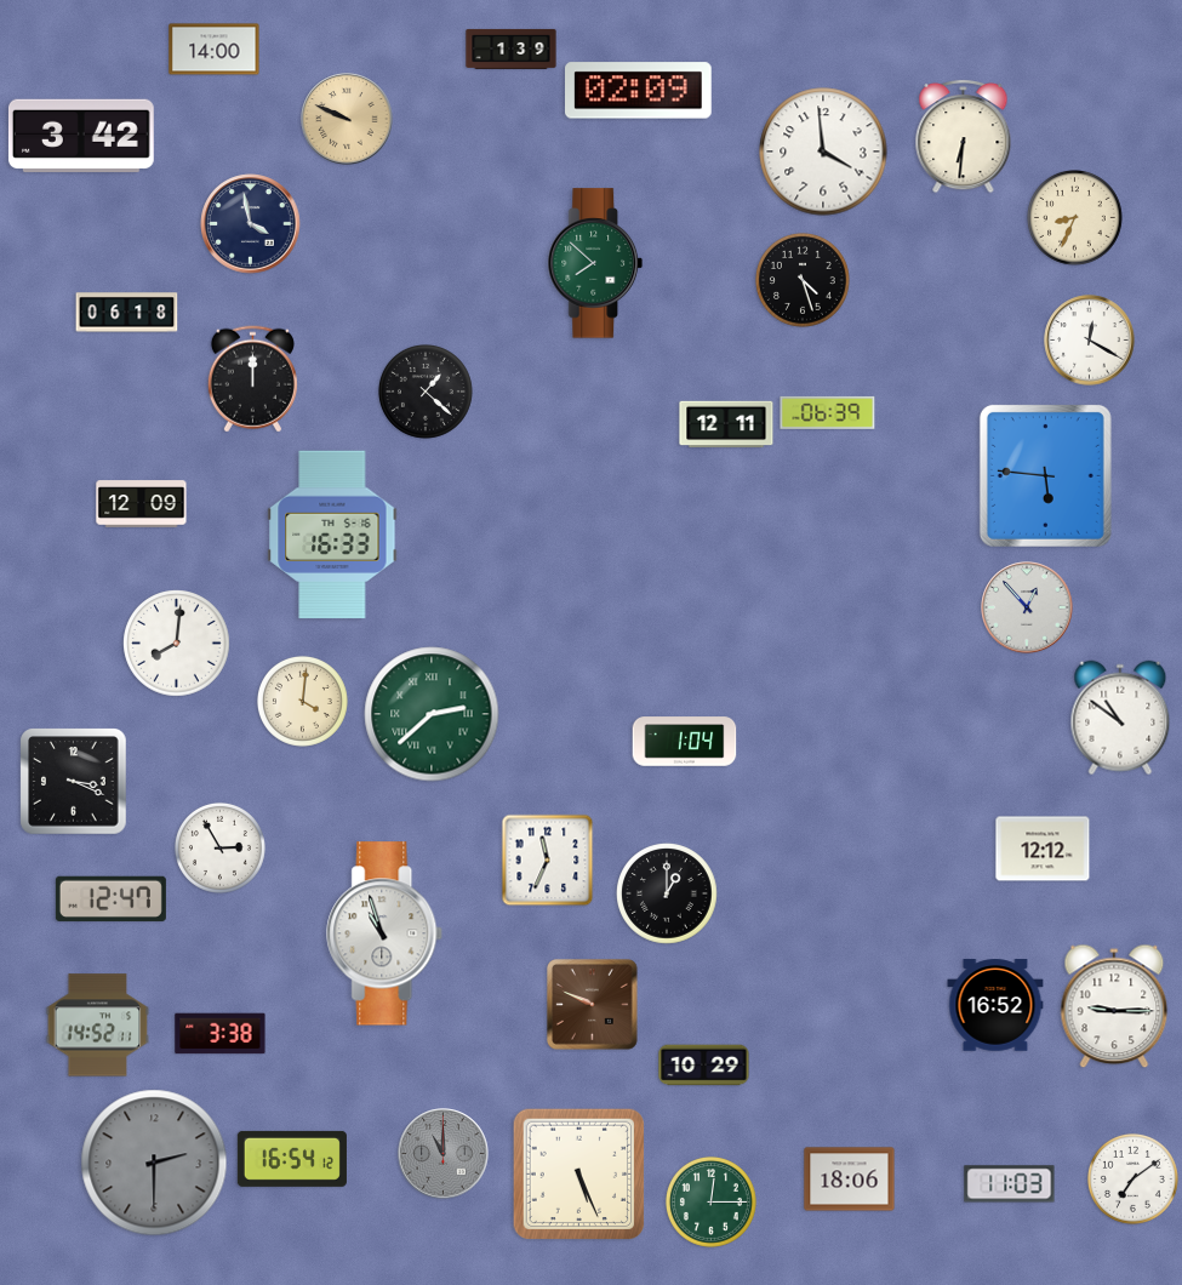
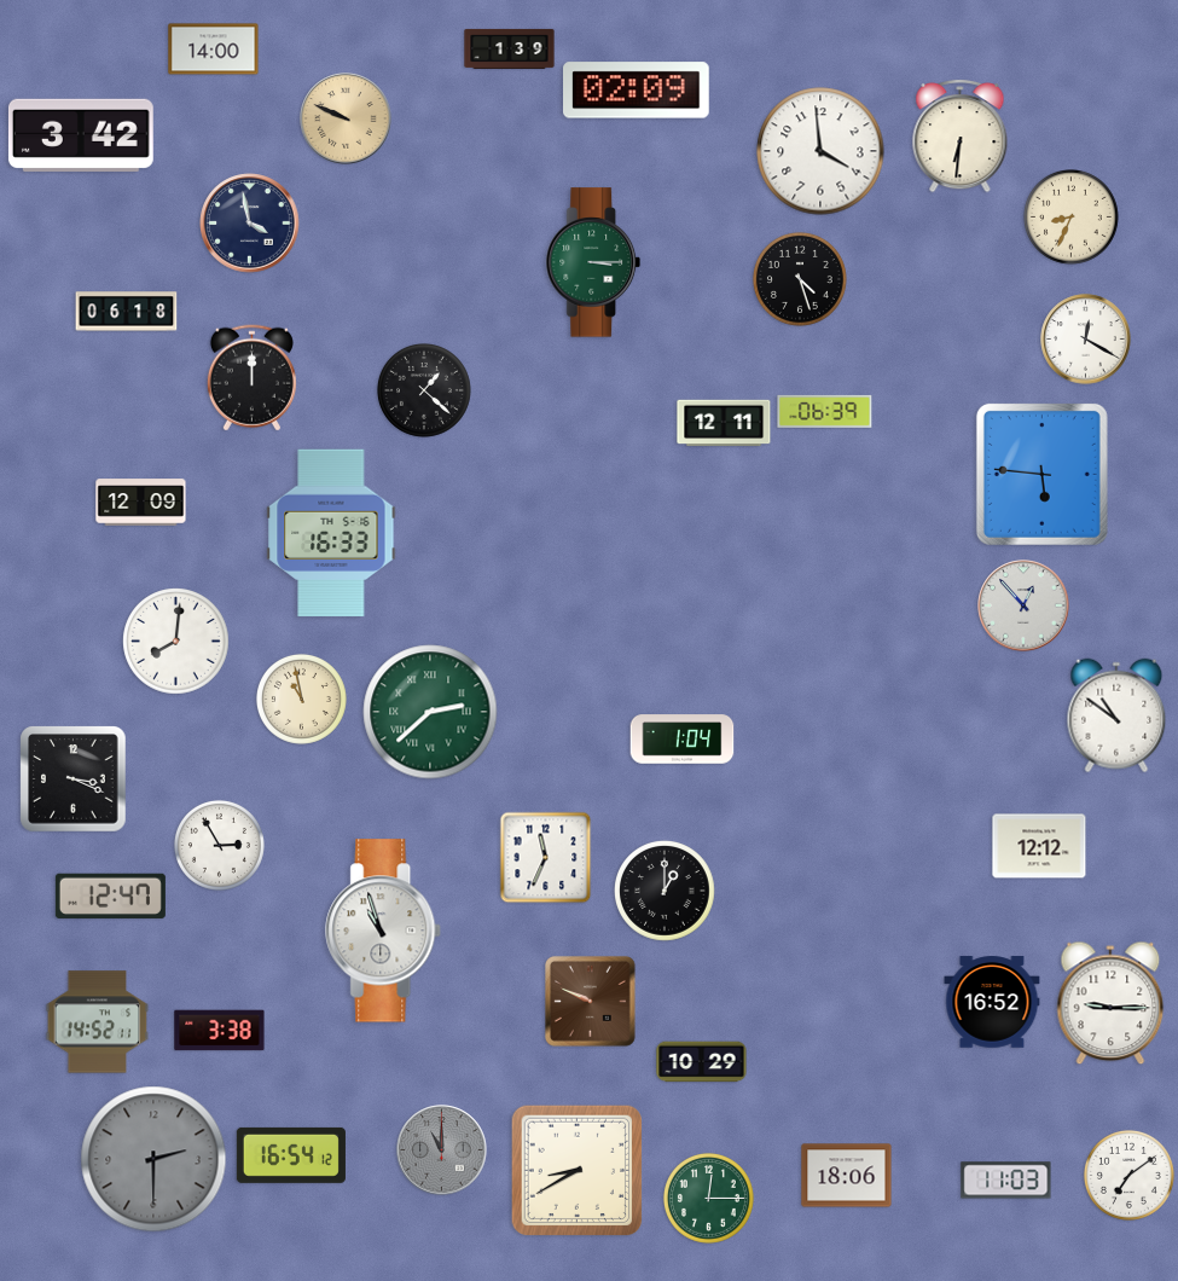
clock at (595, 263): 7:52 -> 3:15
clock at (302, 701): 4:01 -> 10:58
clock at (579, 1175): 5:26 -> 8:40
